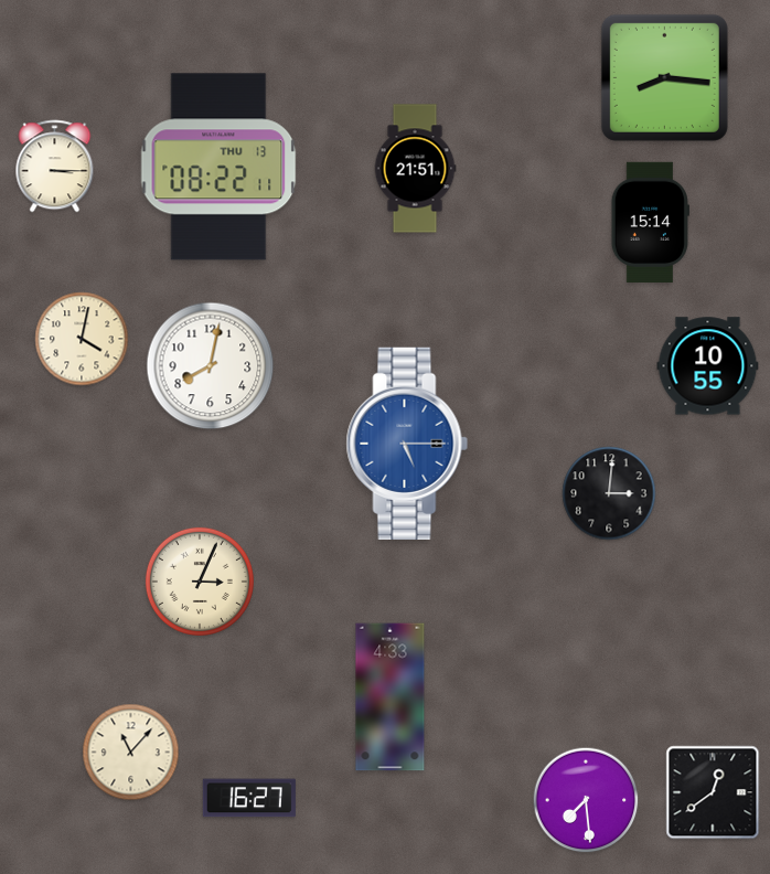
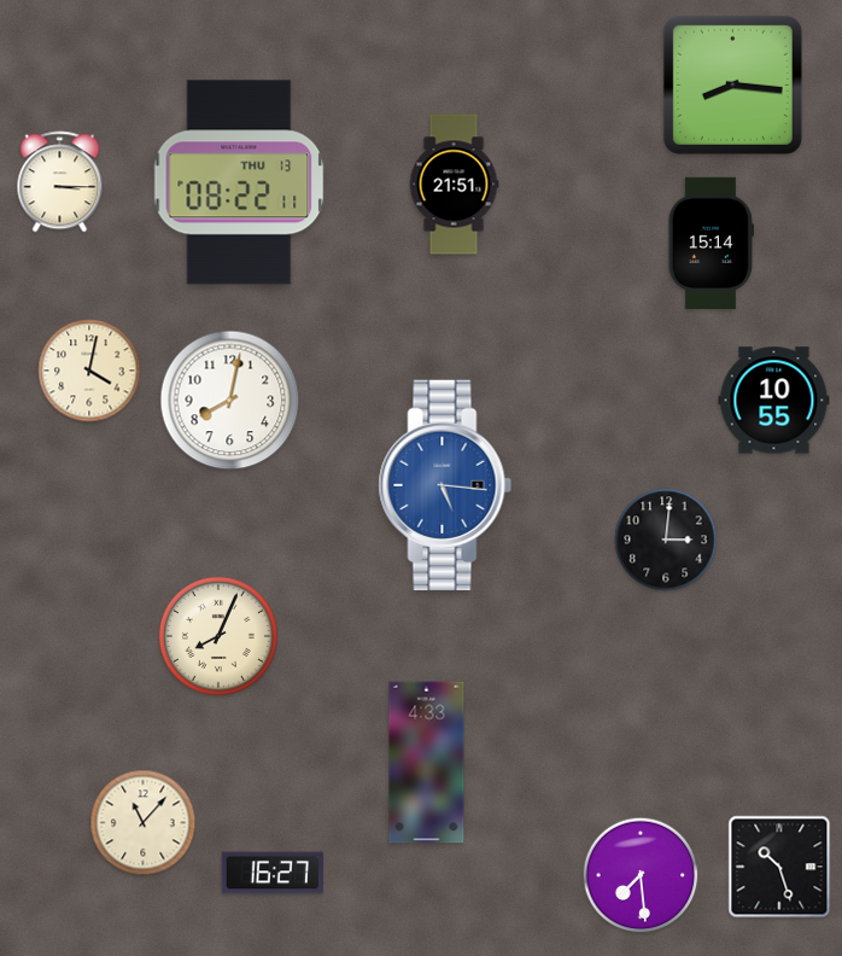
clock at (664, 77) position: (664, 77) -> (732, 84)
clock at (407, 444): 5:15 -> 5:16
clock at (200, 582): 3:04 -> 8:04
clock at (713, 792): 12:39 -> 10:27
